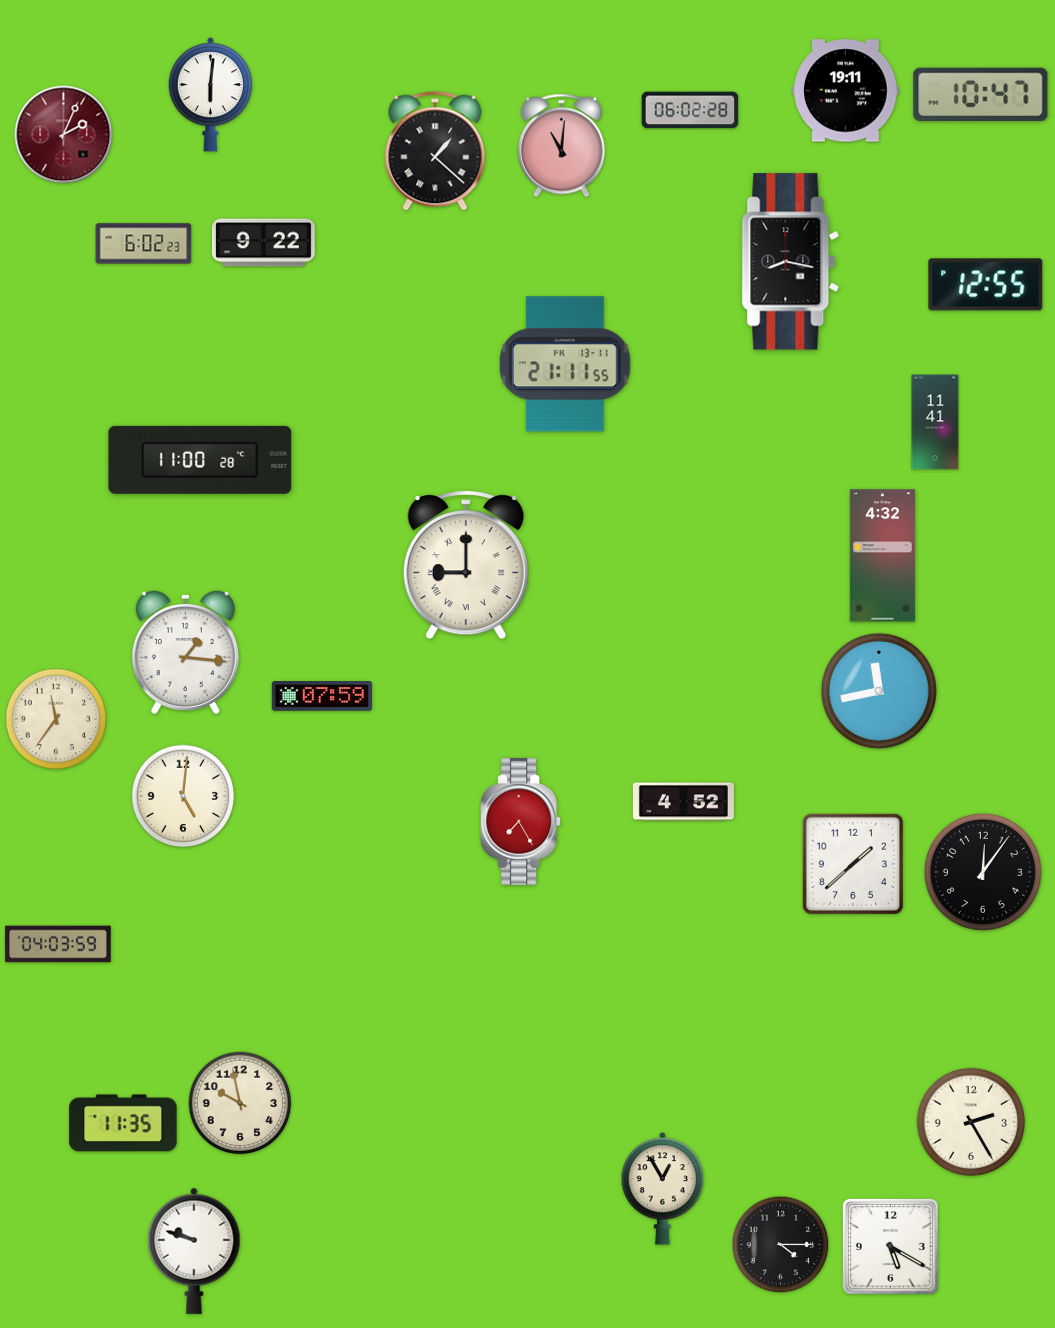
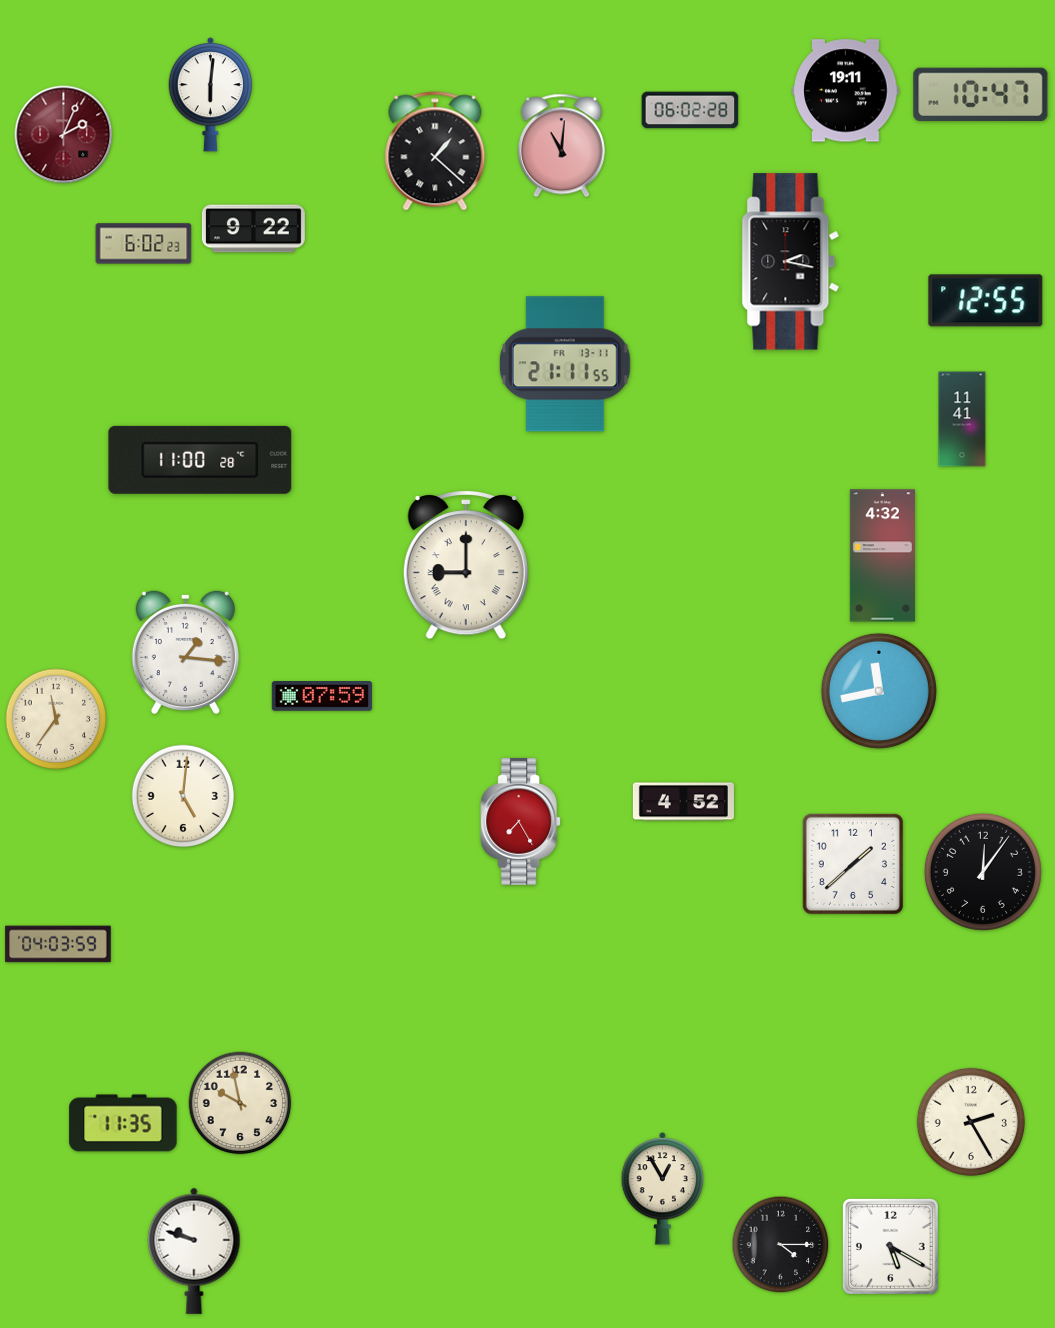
clock at (263, 243) position: (263, 243) -> (253, 229)
clock at (791, 262): 8:17 -> 2:17
clock at (986, 285) position: (986, 285) -> (986, 301)
clock at (935, 422) position: (935, 422) -> (962, 419)
